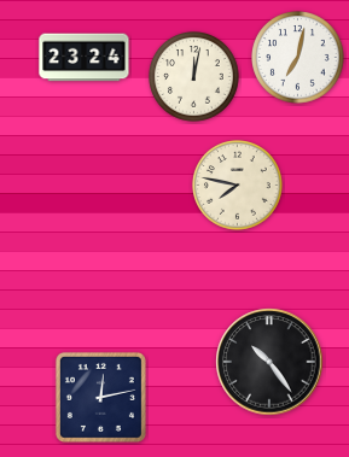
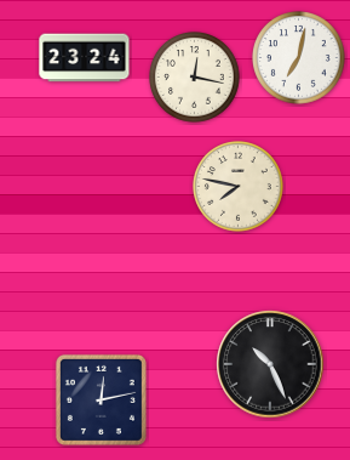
clock at (194, 77): 12:02 -> 12:17
clock at (269, 362): 10:24 -> 10:26
